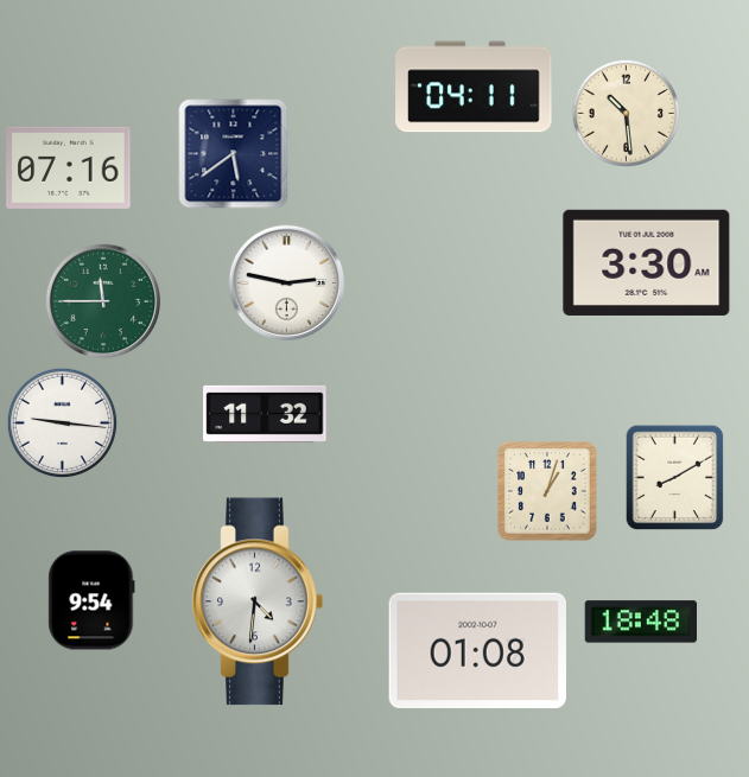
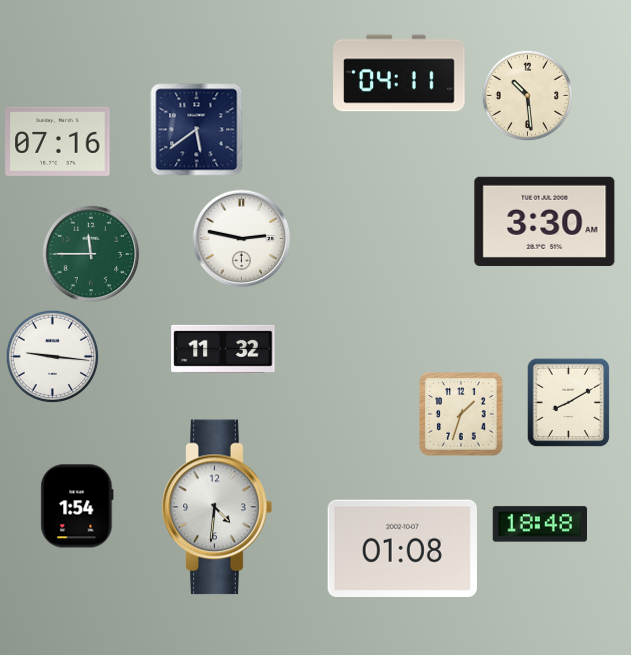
clock at (103, 301) position: (103, 301) -> (91, 254)
clock at (547, 491): 1:03 -> 1:33
clock at (91, 600): 9:54 -> 1:54
